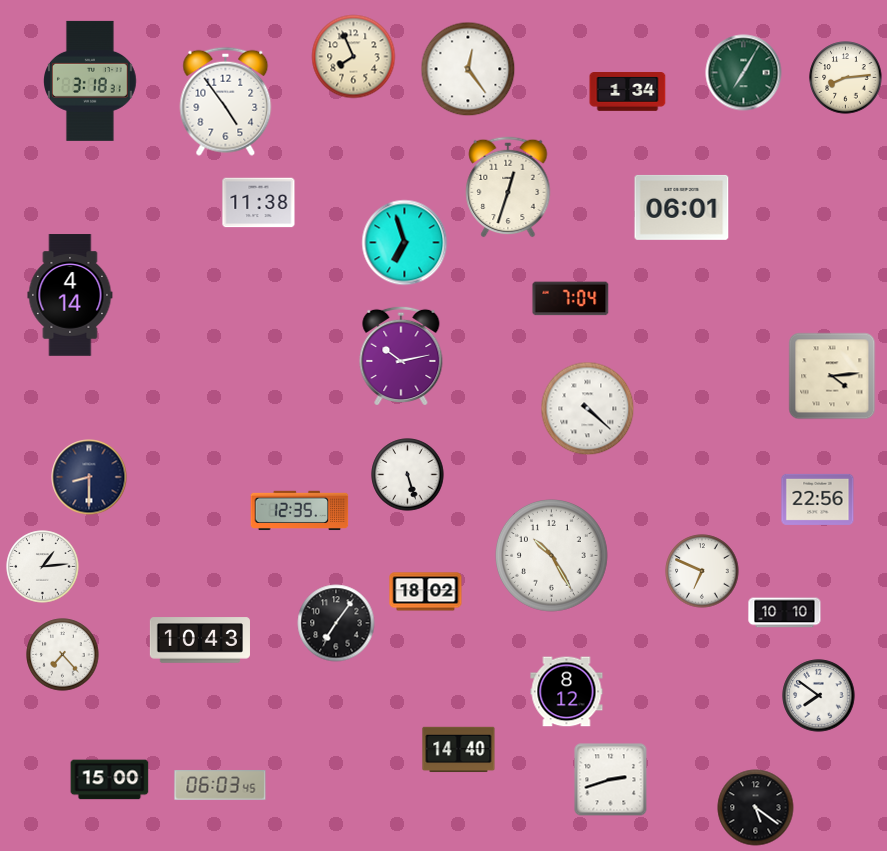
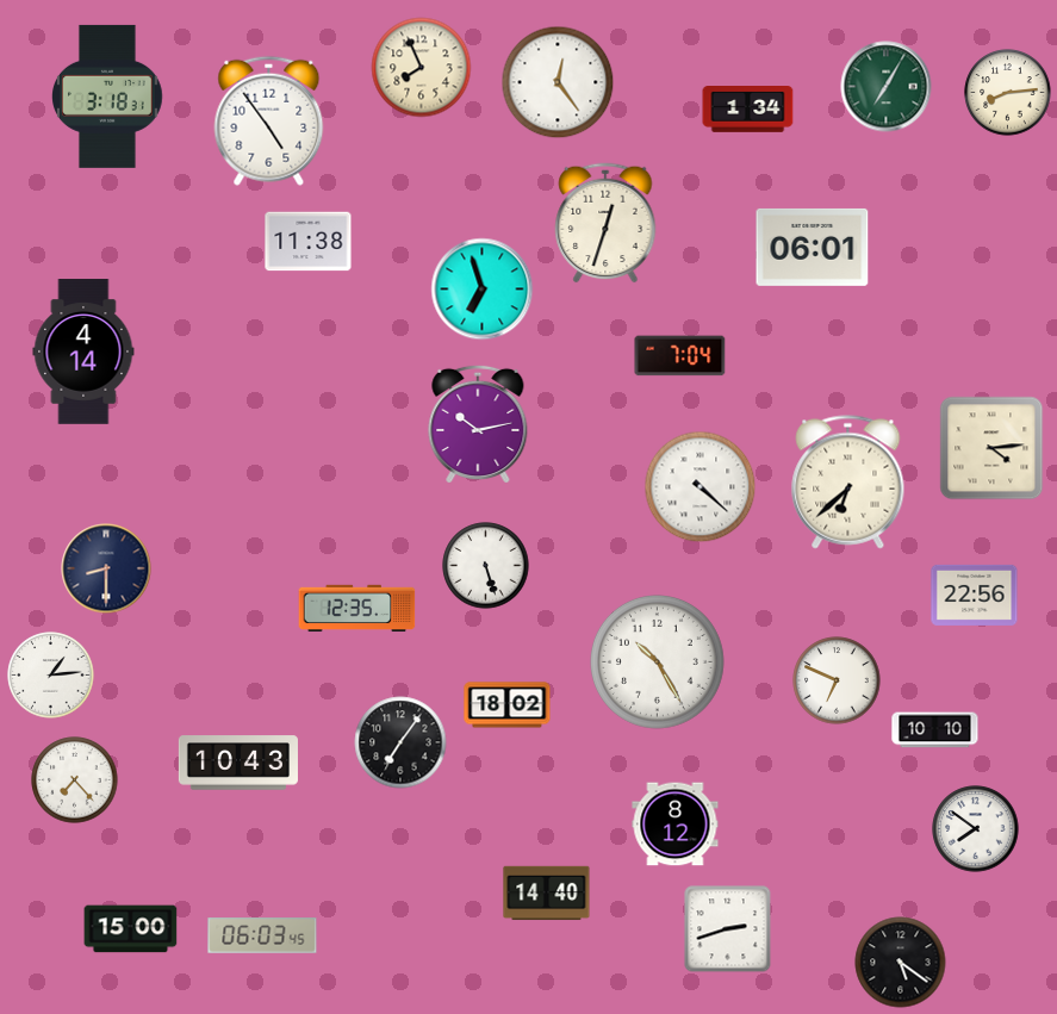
clock at (848, 483): none -> 6:38
